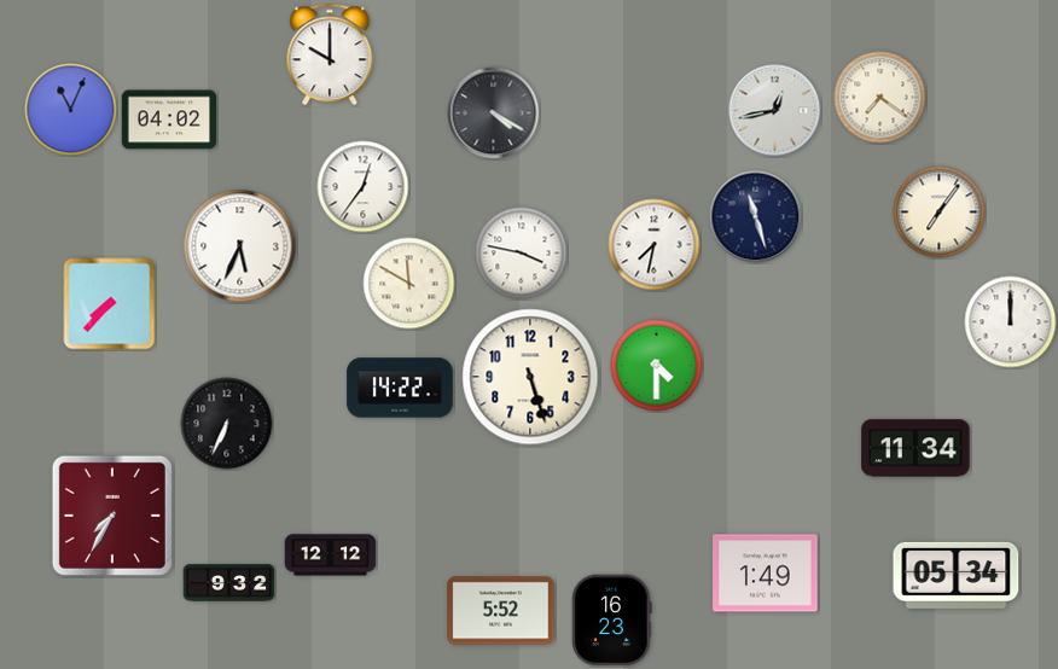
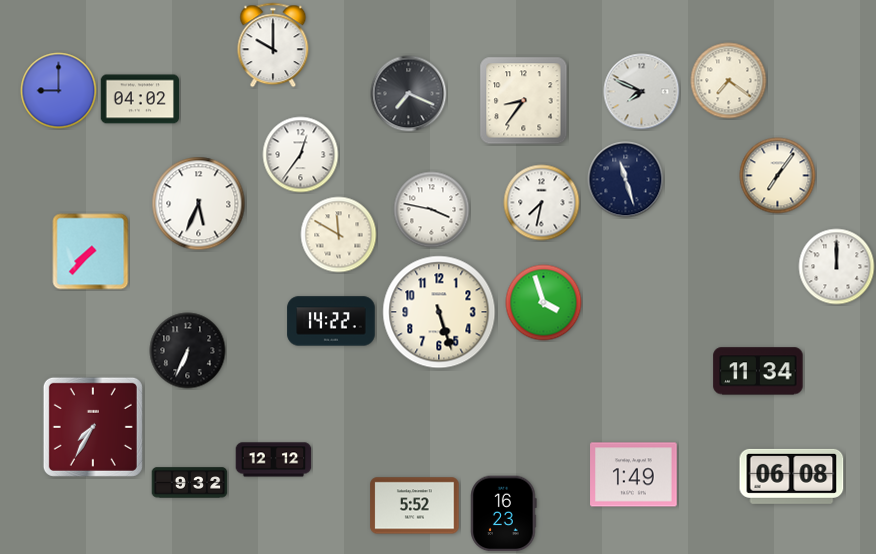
clock at (71, 110): 11:04 -> 9:00
clock at (775, 111): 12:43 -> 7:49
clock at (494, 114): 4:20 -> 7:19
clock at (524, 101): none -> 8:36
clock at (657, 366): 4:30 -> 3:57
clock at (957, 575): 05:34 -> 06:08
clock at (612, 621) position: (612, 621) -> (504, 514)
